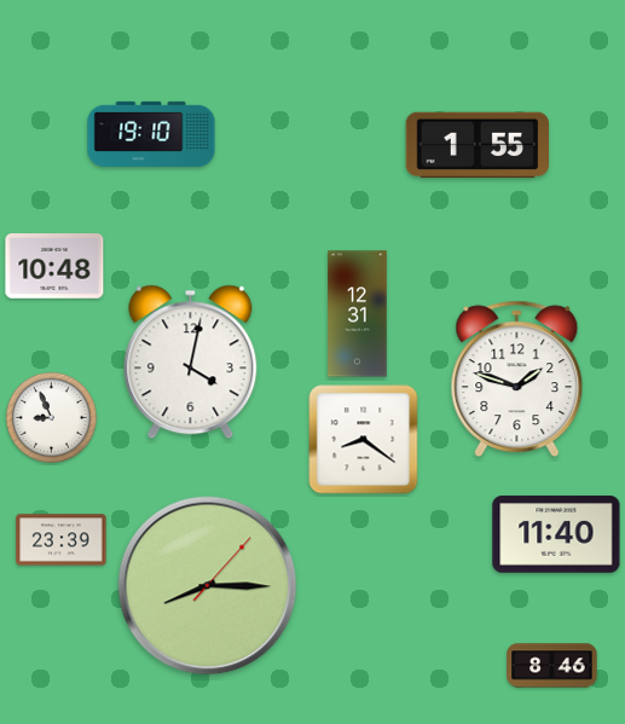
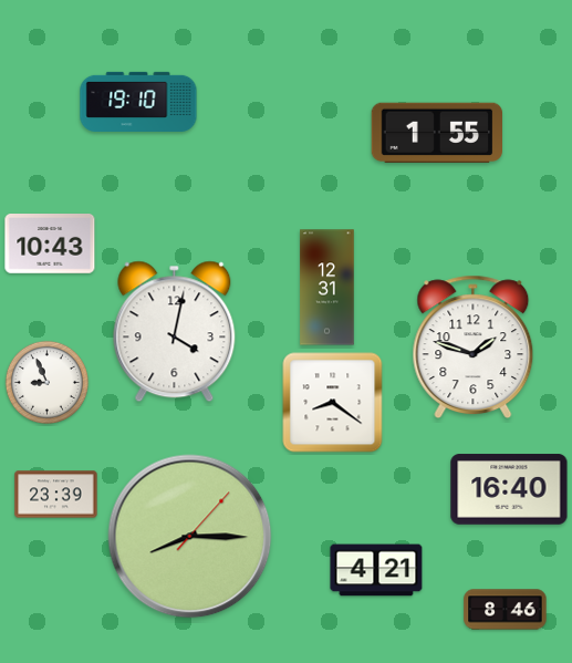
clock at (151, 134) position: (151, 134) -> (138, 102)
clock at (54, 267): 10:48 -> 10:43
clock at (556, 534): 11:40 -> 16:40
clock at (376, 570): none -> 4:21
